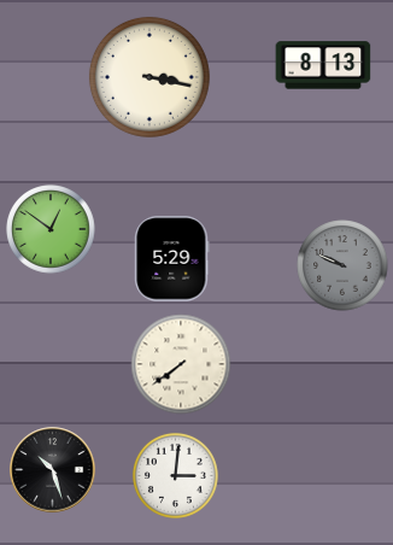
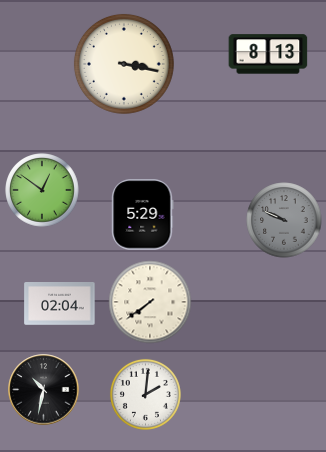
clock at (60, 304): none -> 02:04
clock at (53, 470): 10:27 -> 10:32
clock at (175, 475): 3:01 -> 2:01
